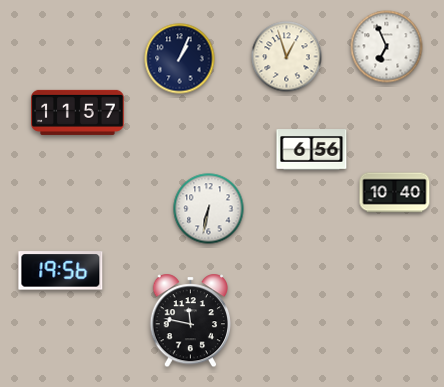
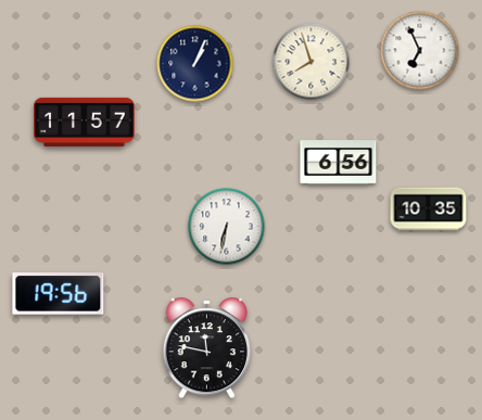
clock at (287, 57): 12:57 -> 7:57
clock at (395, 193): 10:40 -> 10:35
clock at (61, 271) position: (61, 271) -> (59, 294)
